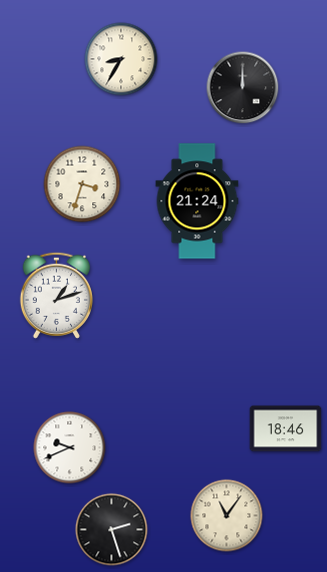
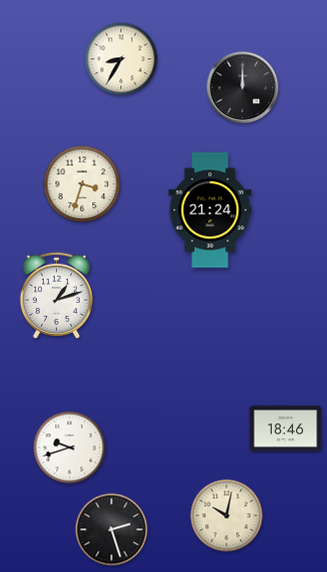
clock at (197, 201) position: (197, 201) -> (210, 210)
clock at (70, 448): 9:41 -> 9:42
clock at (227, 516): 11:06 -> 10:02
